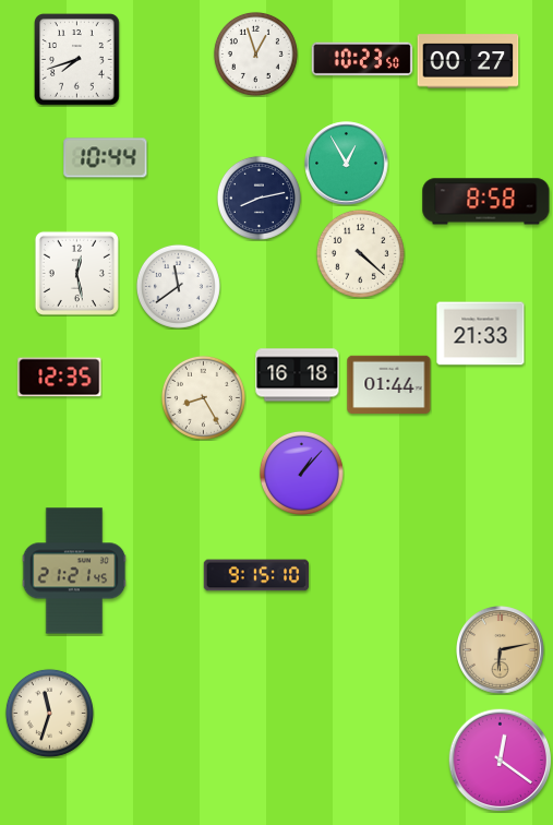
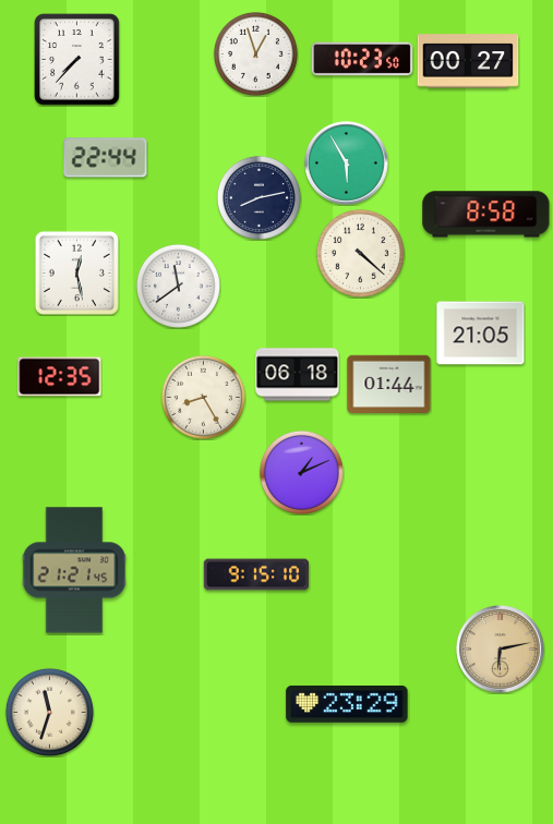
clock at (77, 60): 7:42 -> 7:37
clock at (106, 158): 10:44 -> 22:44
clock at (347, 164): 12:55 -> 5:55
clock at (486, 202) position: (486, 202) -> (486, 215)
clock at (481, 334): 21:33 -> 21:05
clock at (298, 375): 16:18 -> 06:18
clock at (301, 473): 1:07 -> 1:11
clock at (347, 704): none -> 23:29
clock at (500, 760): 12:21 -> none
